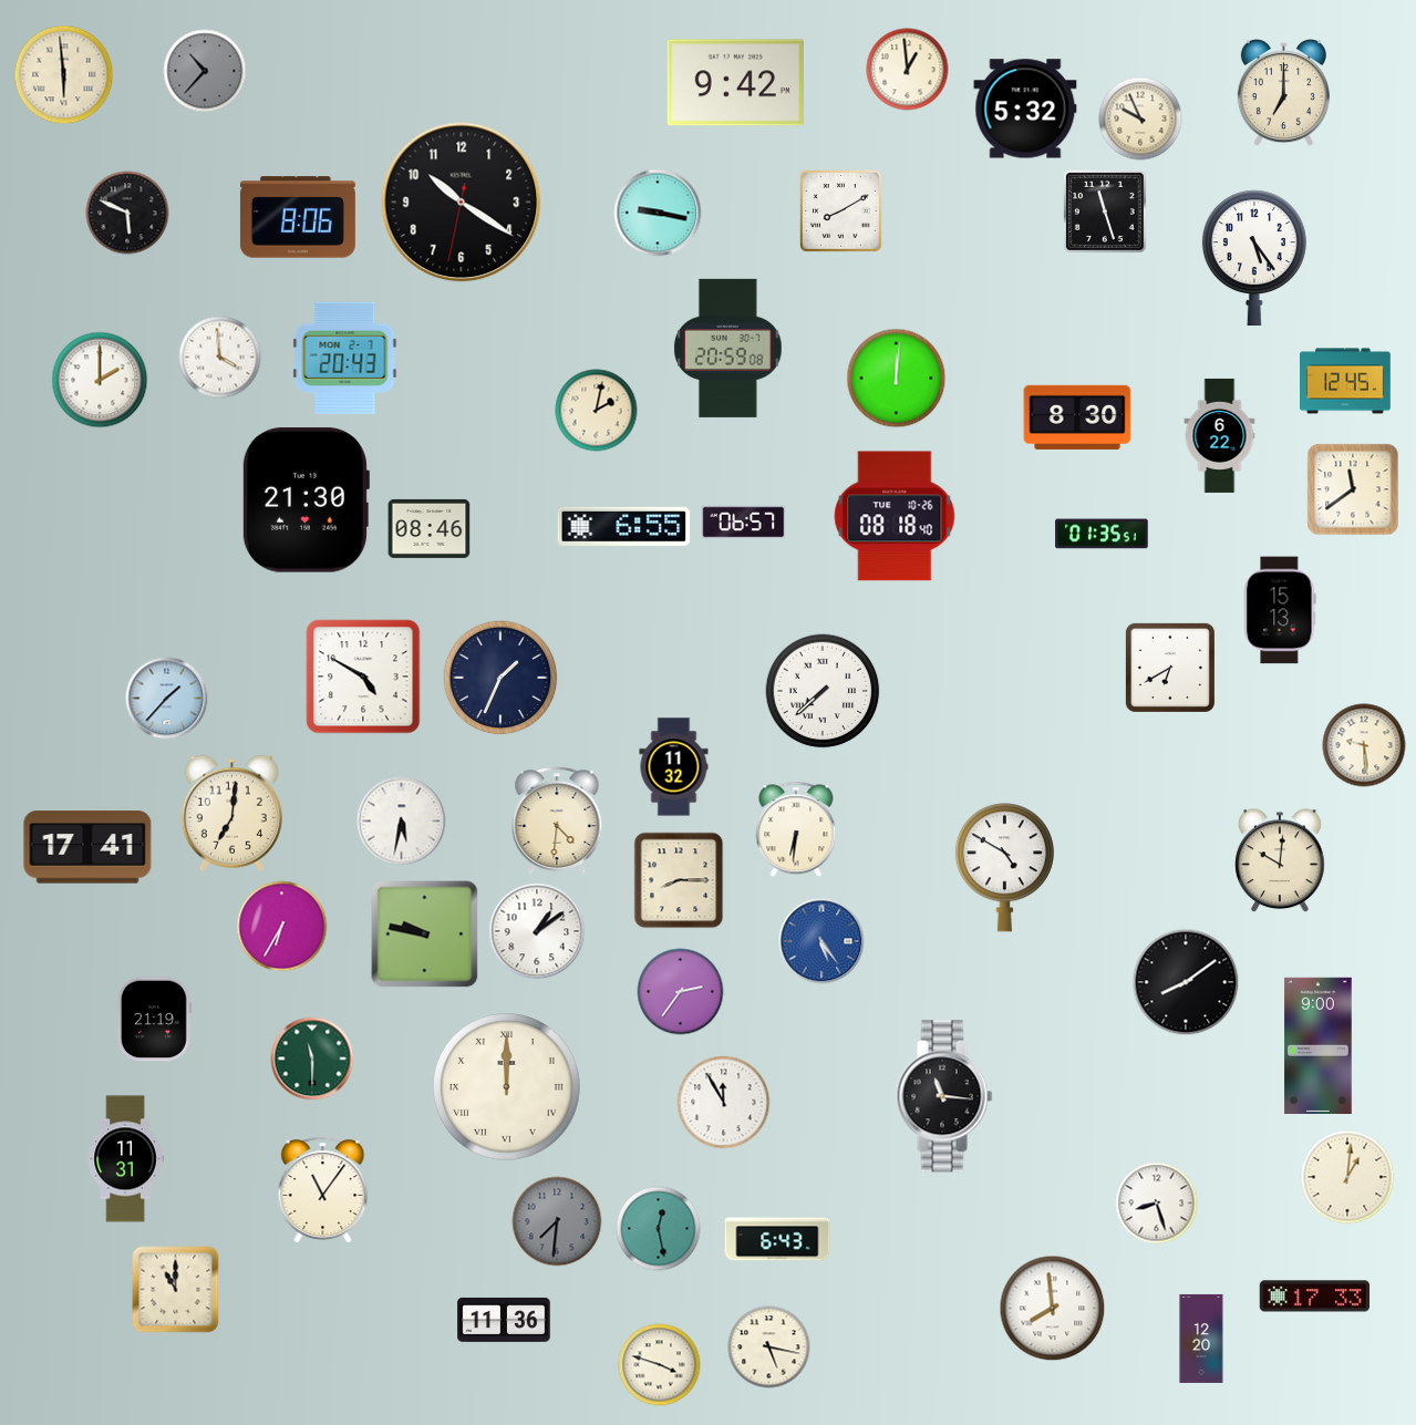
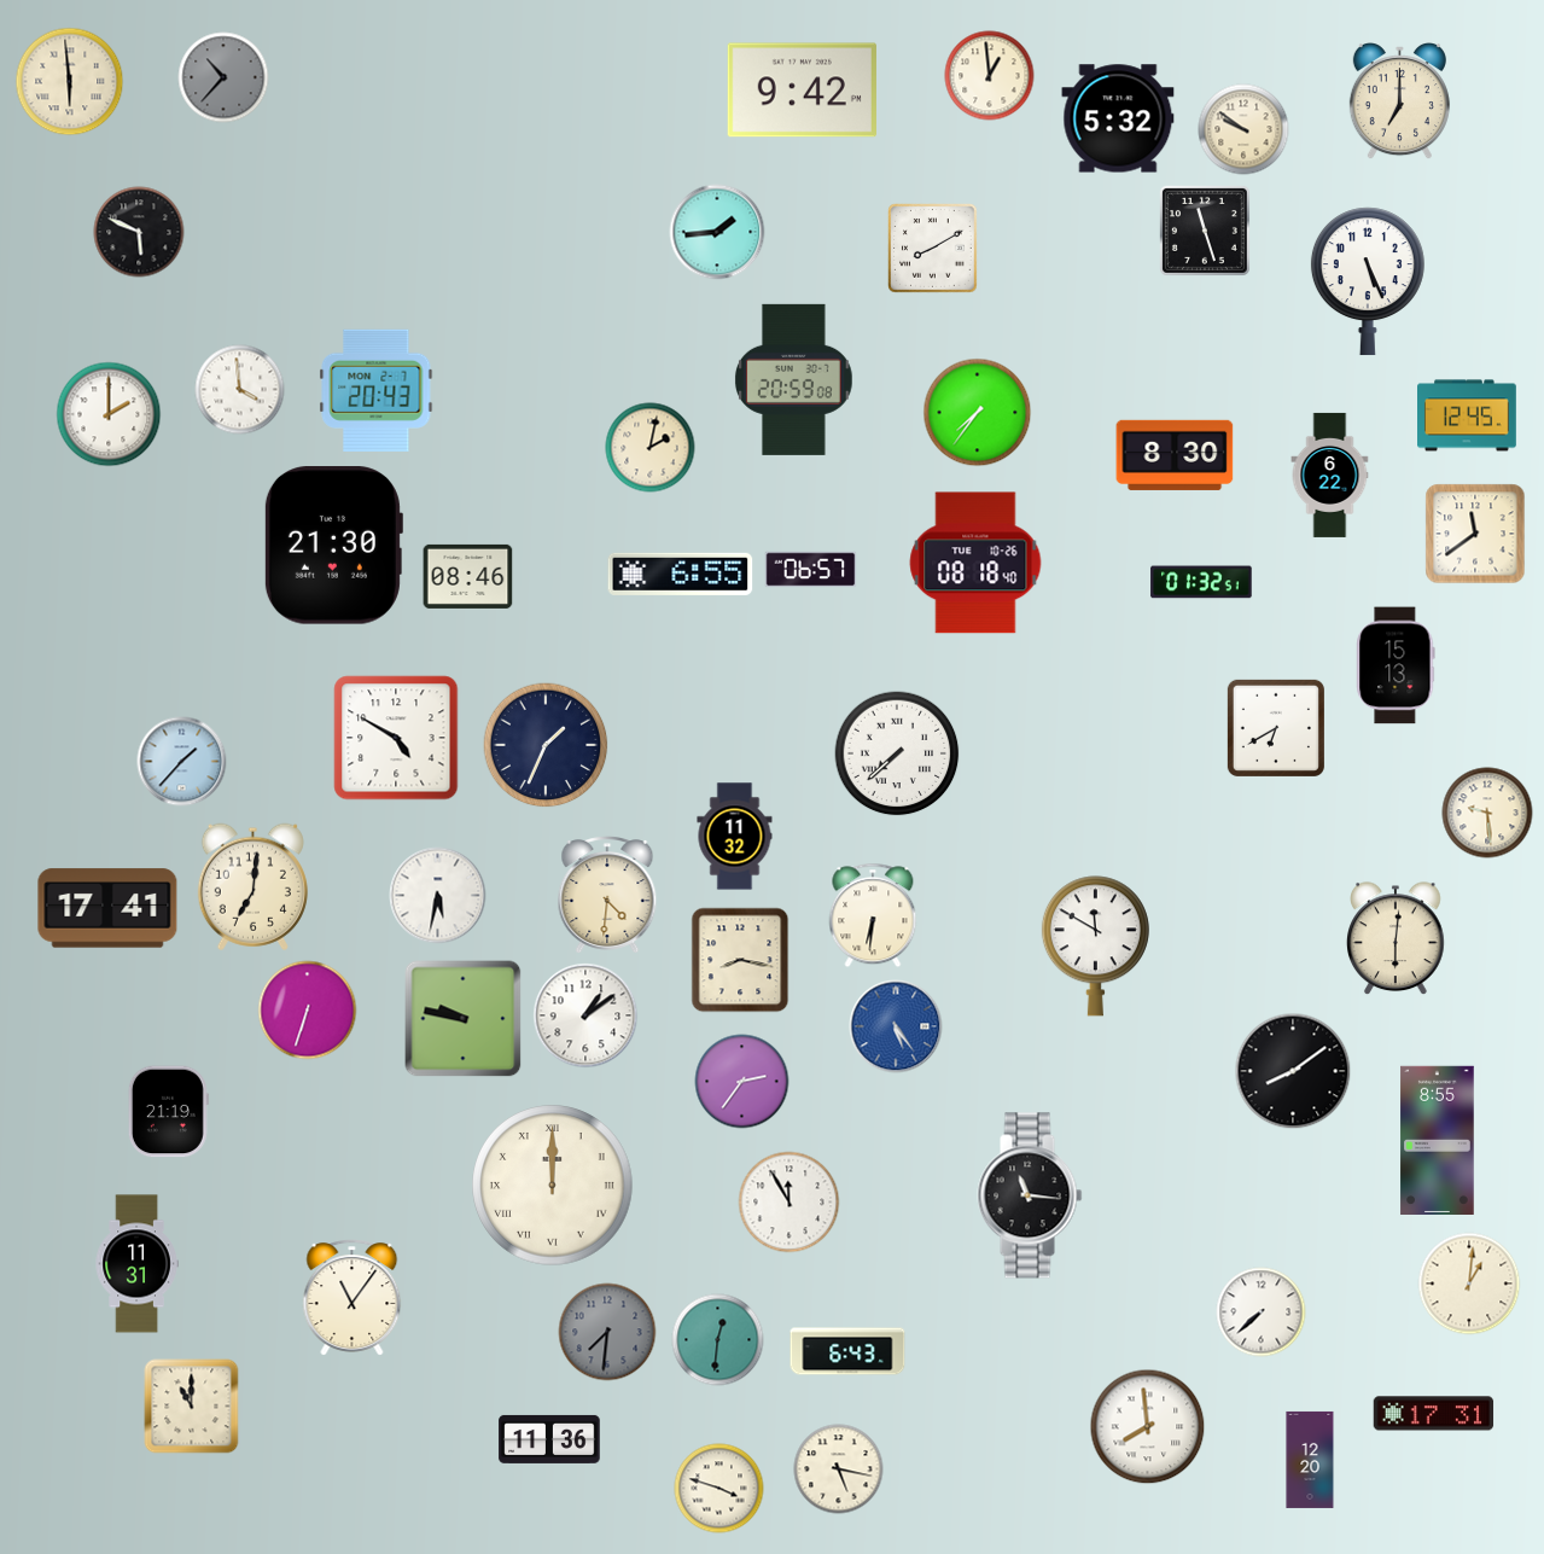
clock at (1140, 118): 9:56 -> 9:51
clock at (462, 203): 10:20 -> none
clock at (841, 211) position: (841, 211) -> (933, 249)
clock at (658, 213): 9:17 -> 1:44
clock at (298, 217): 8:06 -> none
clock at (1254, 258): 5:24 -> 5:26
clock at (897, 379): 12:01 -> 7:36
clock at (1102, 534): 01:35 -> 01:32
clock at (500, 678) position: (500, 678) -> (546, 745)
clock at (796, 829) position: (796, 829) -> (873, 915)
clock at (87, 847) position: (87, 847) -> (107, 908)
clock at (1280, 861): 10:01 -> 6:01
clock at (1004, 868): 4:50 -> 11:50
clock at (679, 880): 8:15 -> 8:17
clock at (282, 927): 6:35 -> 6:33
clock at (1319, 1045): 9:00 -> 8:55
clock at (312, 1059): 11:30 -> none
clock at (1157, 1204): 8:27 -> 7:38
clock at (659, 1229): 12:28 -> 12:31
clock at (1315, 1297): 17:33 -> 17:31
